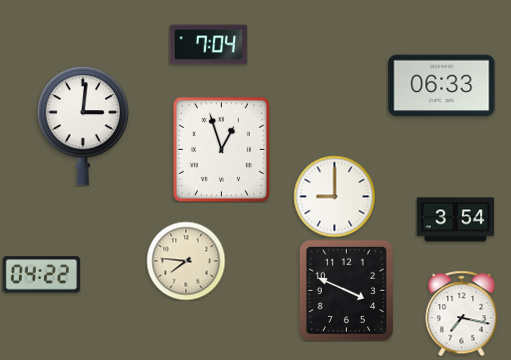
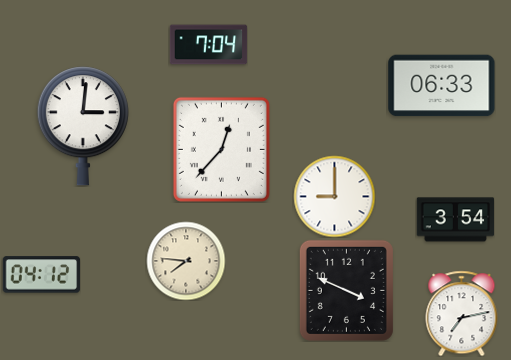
clock at (221, 149): 12:57 -> 12:37
clock at (41, 275): 04:22 -> 04:12
clock at (462, 313): 7:17 -> 7:13
